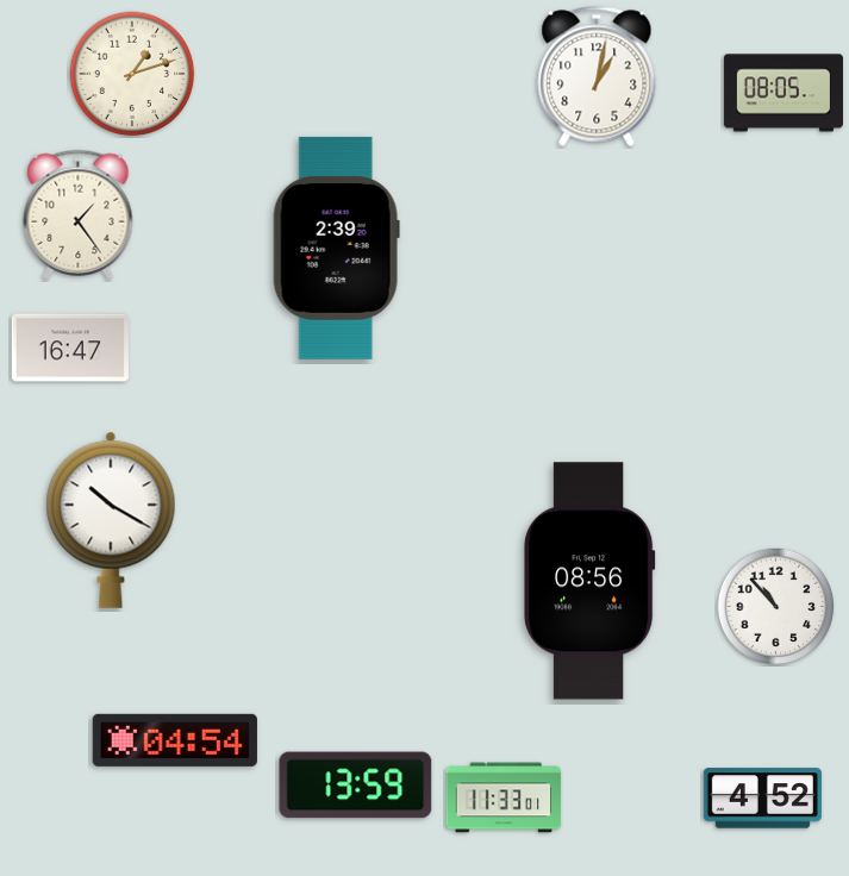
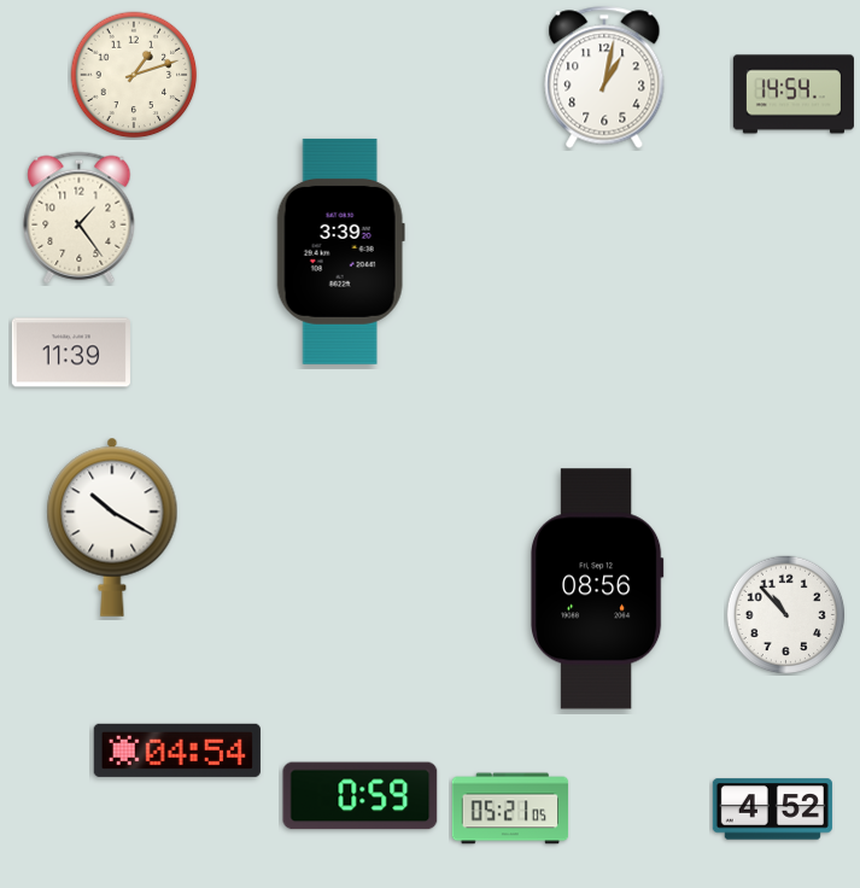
clock at (784, 93): 08:05 -> 14:54
clock at (336, 248): 2:39 -> 3:39
clock at (70, 348): 16:47 -> 11:39
clock at (356, 786): 13:59 -> 0:59
clock at (504, 797): 11:33 -> 05:21
